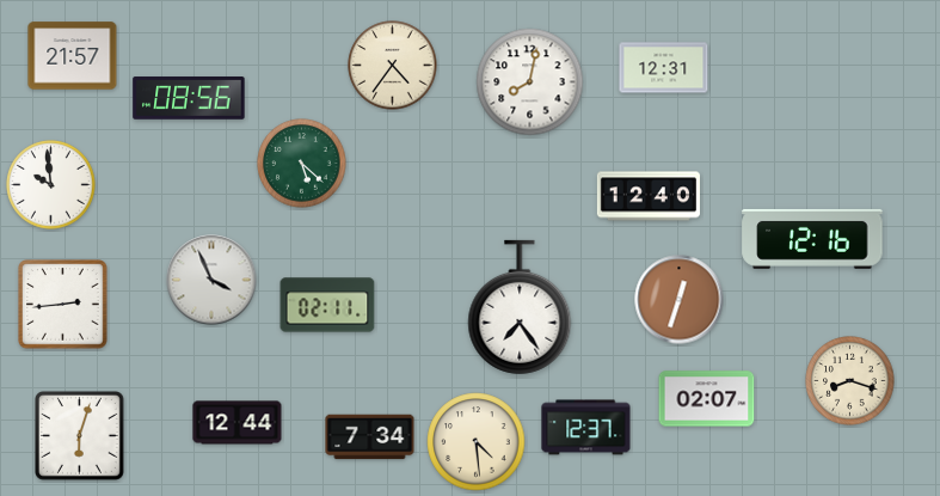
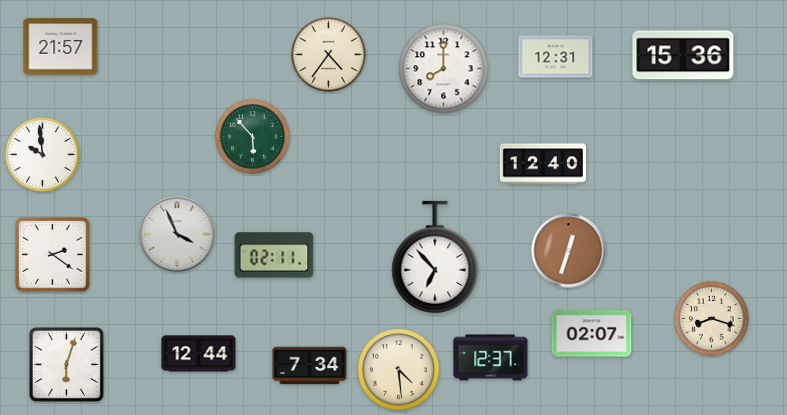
clock at (683, 55): none -> 15:36
clock at (530, 82): 8:02 -> 8:00
clock at (189, 98): 08:56 -> none
clock at (302, 164): 5:22 -> 5:53
clock at (812, 239): 12:16 -> none
clock at (63, 305): 2:44 -> 2:21
clock at (520, 307): 7:24 -> 6:53
